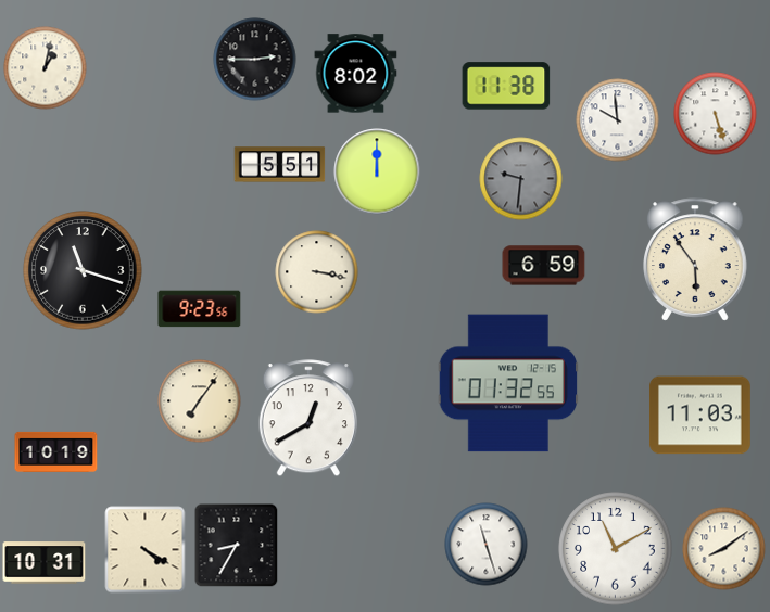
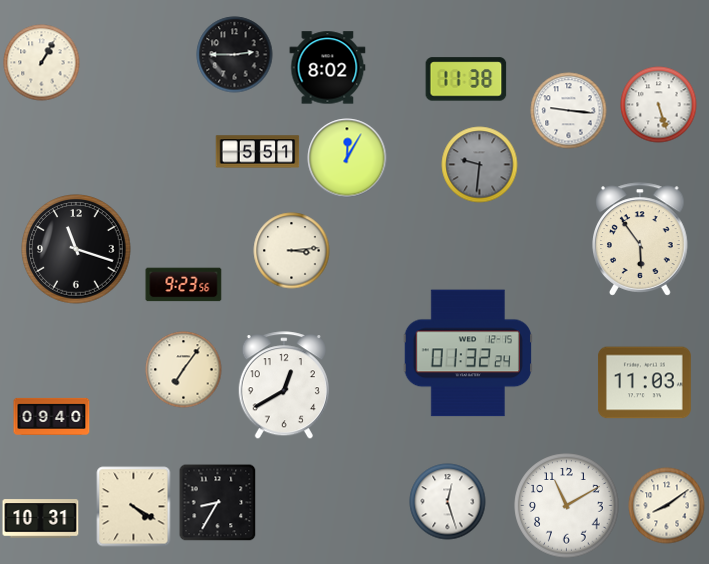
clock at (46, 68): 1:02 -> 1:05
clock at (618, 120): 9:59 -> 9:16
clock at (377, 171): 12:00 -> 12:05
clock at (544, 266): 6:59 -> none
clock at (317, 272): 3:17 -> 3:14
clock at (507, 383): 01:32:55 -> 01:32:24
clock at (56, 451): 10:19 -> 09:40
clock at (487, 545): 11:27 -> 12:27
